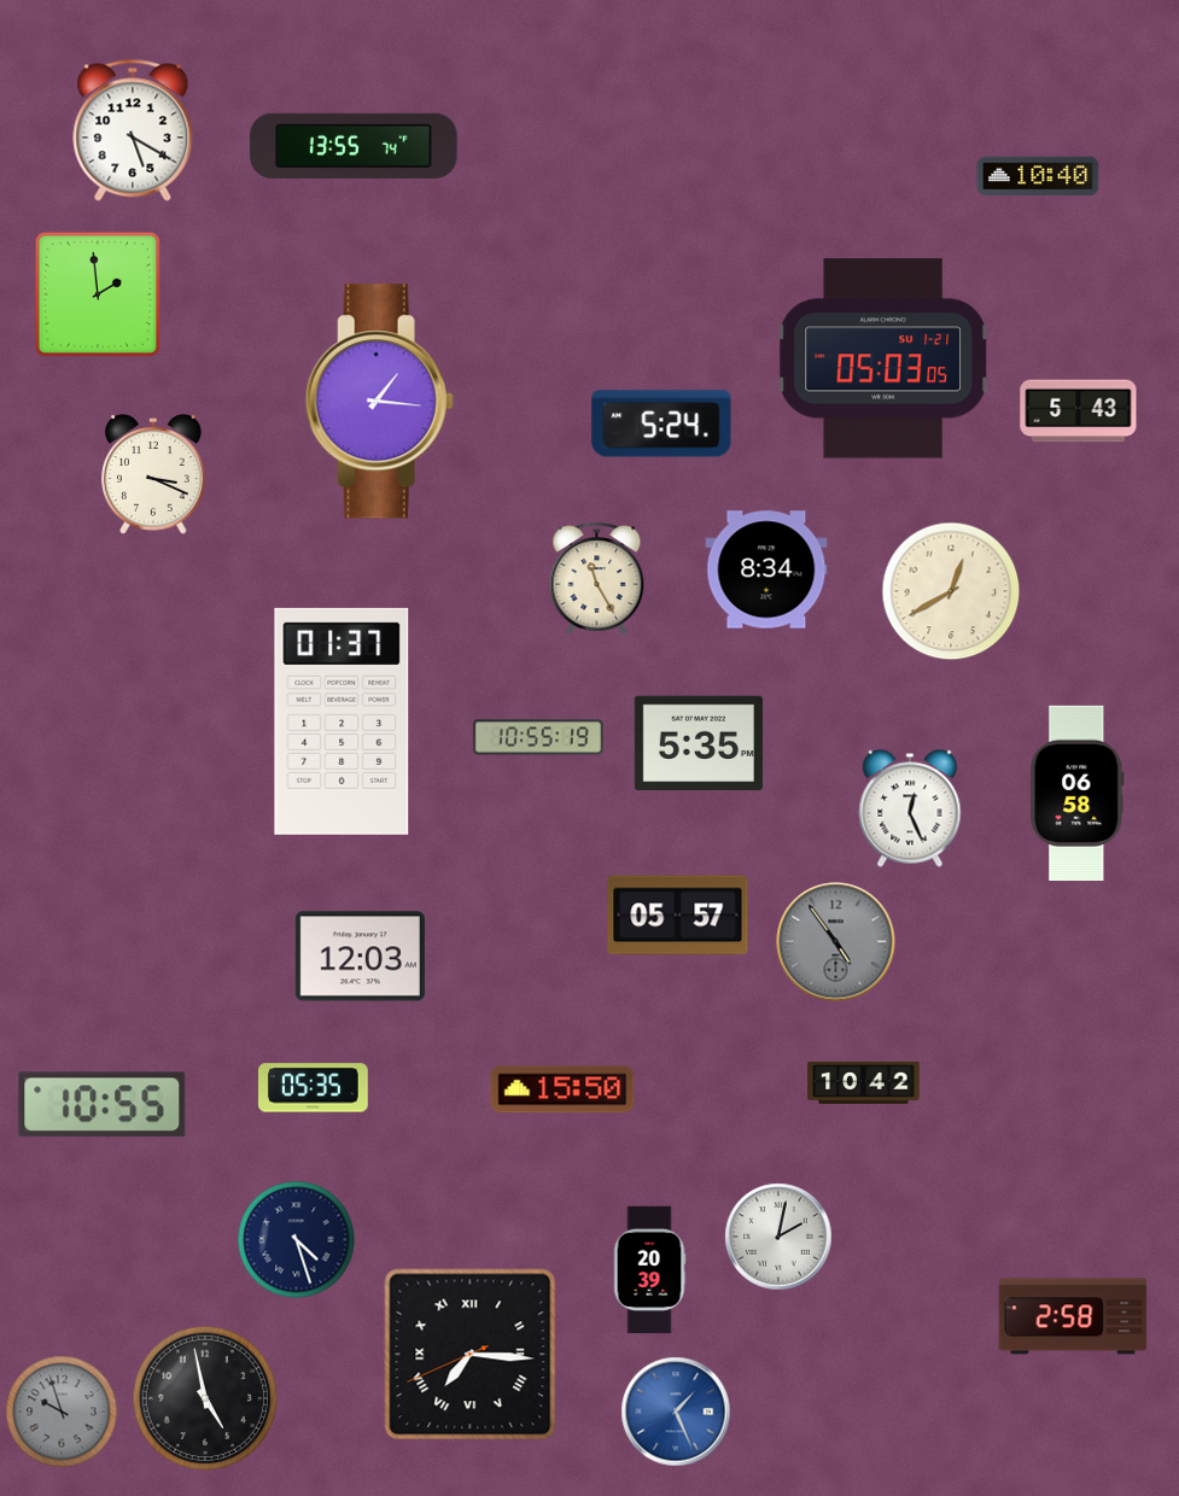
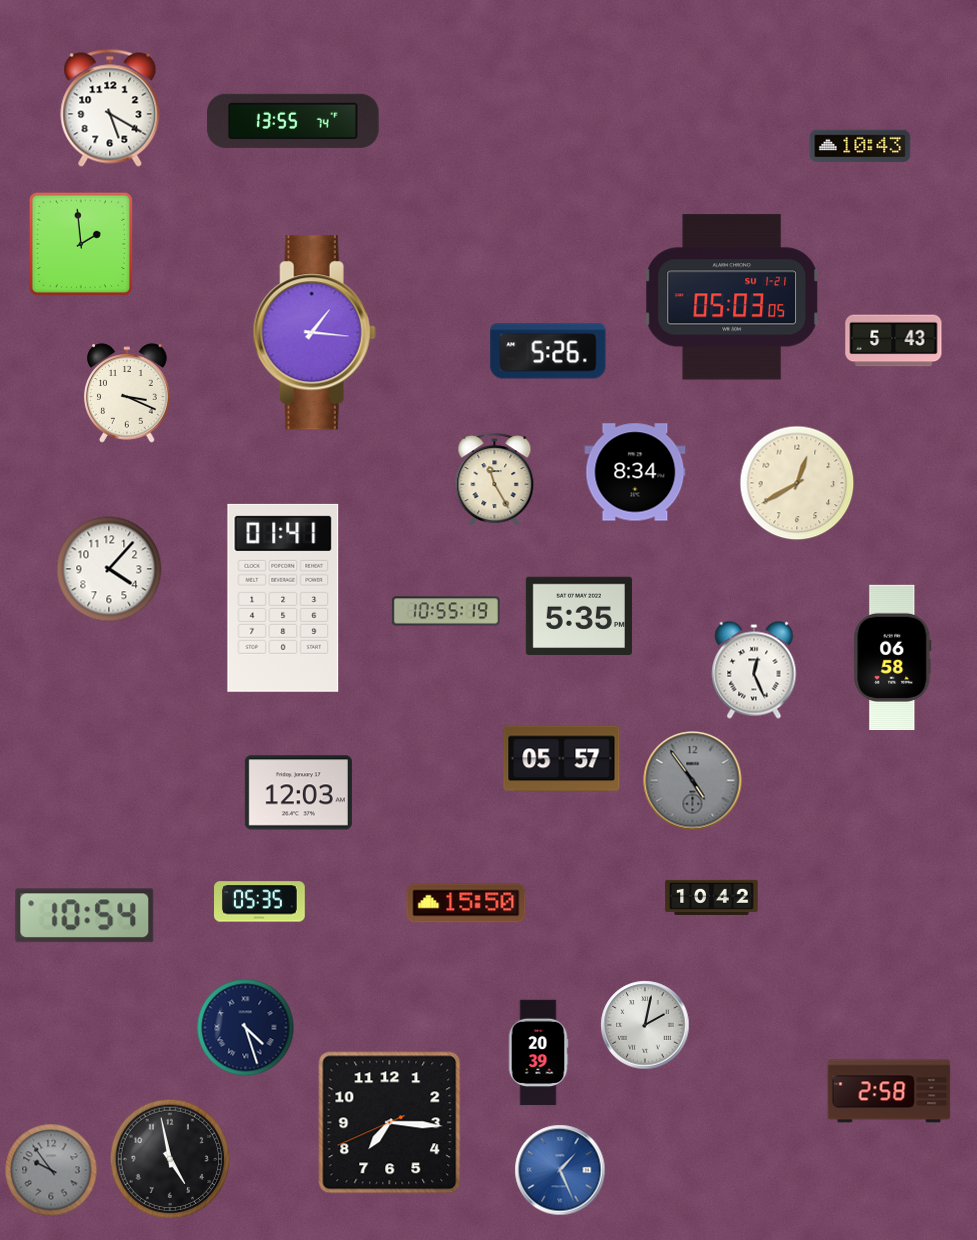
clock at (1038, 176): 10:40 -> 10:43
clock at (661, 423): 5:24 -> 5:26
clock at (951, 591) position: (951, 591) -> (797, 483)
clock at (109, 569): none -> 4:07
clock at (342, 721): 01:37 -> 01:41
clock at (864, 1082) position: (864, 1082) -> (712, 897)
clock at (103, 1105): 10:55 -> 10:54
clock at (471, 1355) numerals: Roman -> Arabic
clock at (62, 1412): 9:57 -> 9:54
